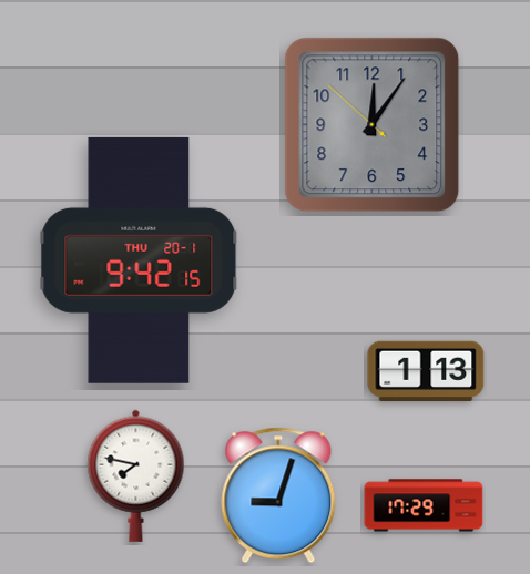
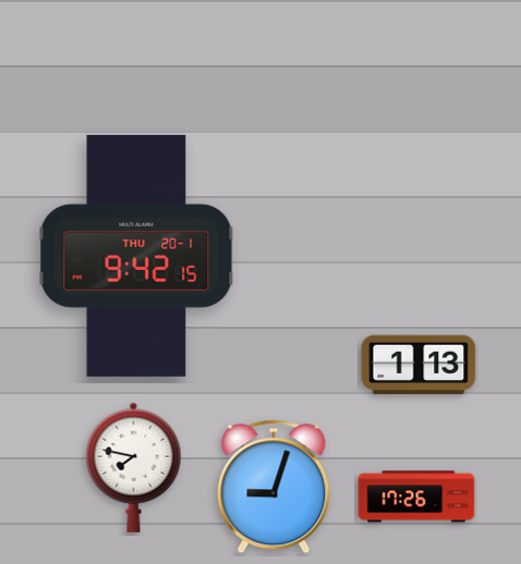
clock at (373, 125): 12:05 -> none
clock at (424, 505): 17:29 -> 17:26
